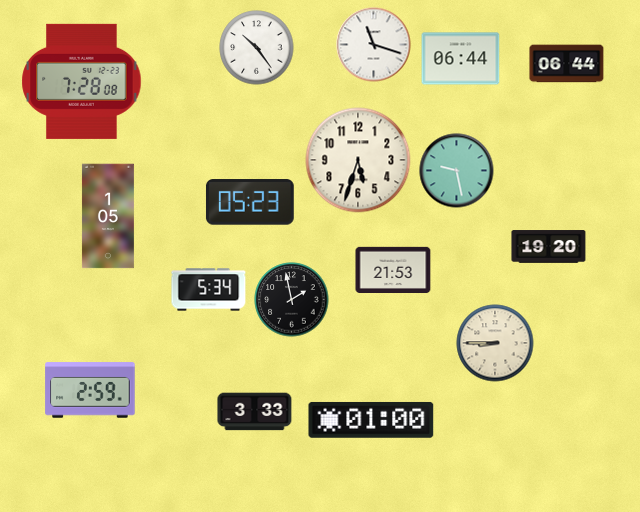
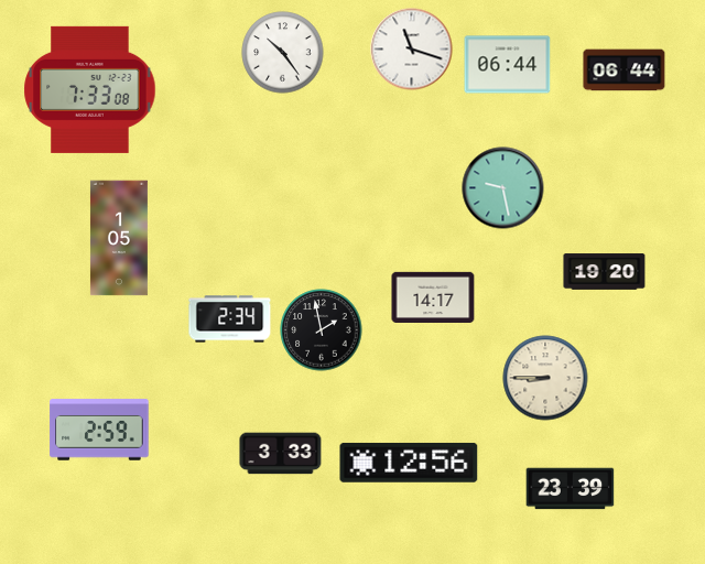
clock at (82, 81): 7:28 -> 7:33
clock at (358, 160): 5:33 -> none
clock at (250, 202): 05:23 -> none
clock at (393, 269): 21:53 -> 14:17
clock at (209, 290): 5:34 -> 2:34
clock at (371, 420): 01:00 -> 12:56
clock at (571, 489): none -> 23:39
